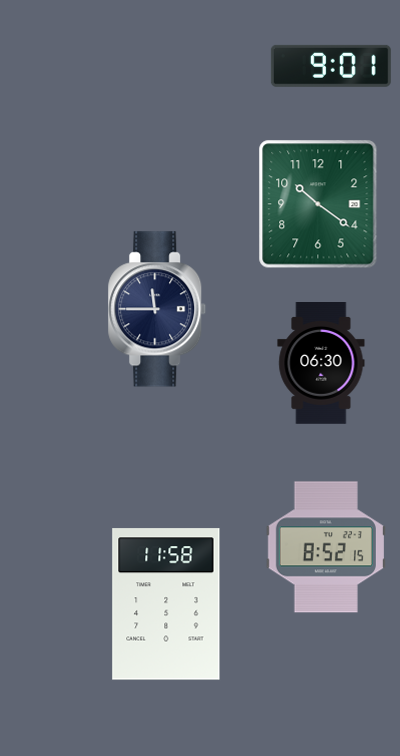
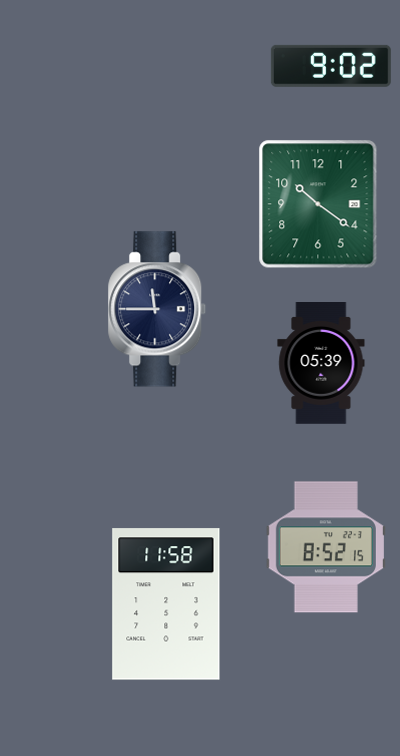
clock at (331, 66): 9:01 -> 9:02
clock at (321, 363): 06:30 -> 05:39
